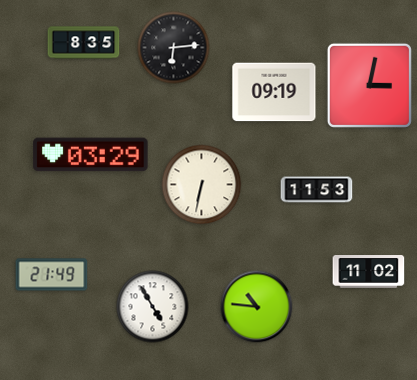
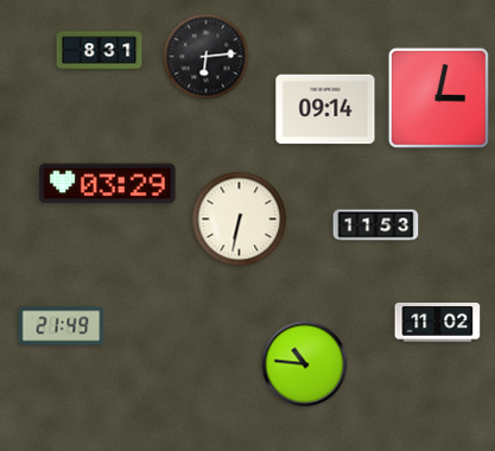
clock at (84, 43): 8:35 -> 8:31
clock at (369, 85) position: (369, 85) -> (438, 97)
clock at (274, 92): 09:19 -> 09:14
clock at (153, 307): 4:55 -> none
